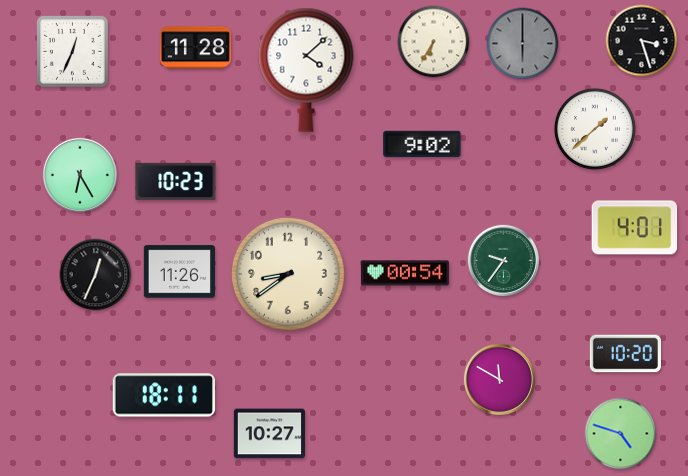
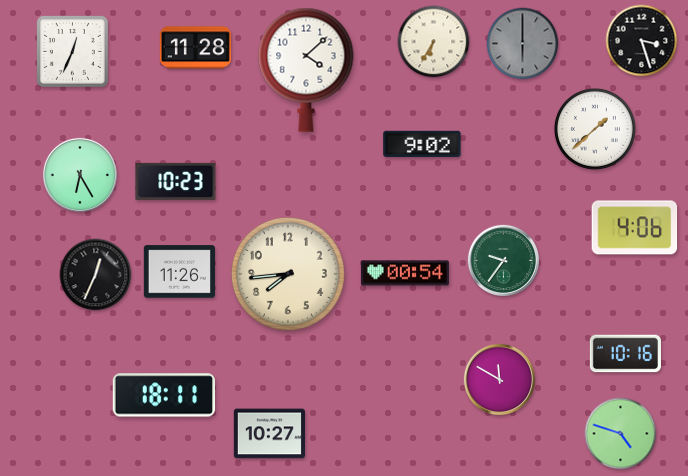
clock at (635, 228): 4:01 -> 4:06
clock at (288, 274): 8:39 -> 7:44
clock at (625, 354): 10:20 -> 10:16
